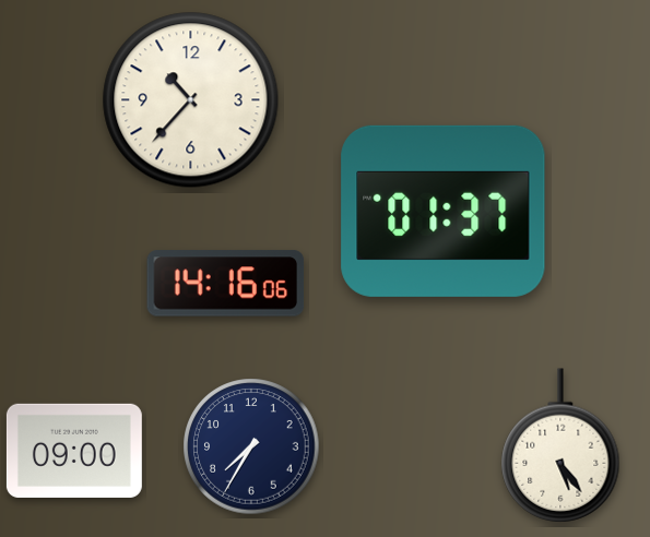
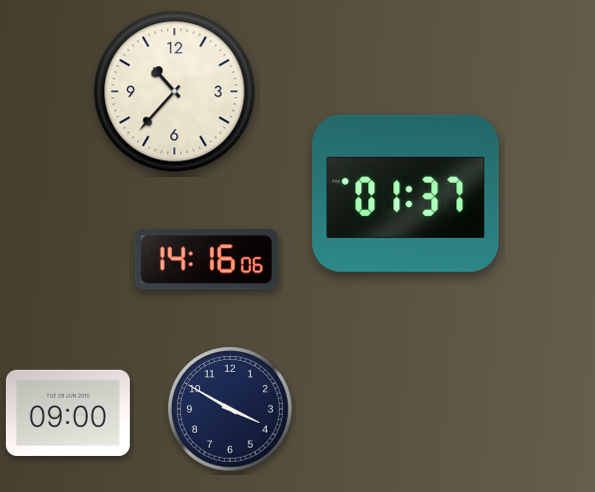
clock at (560, 445): 5:24 -> none
clock at (251, 446): 7:35 -> 3:50
